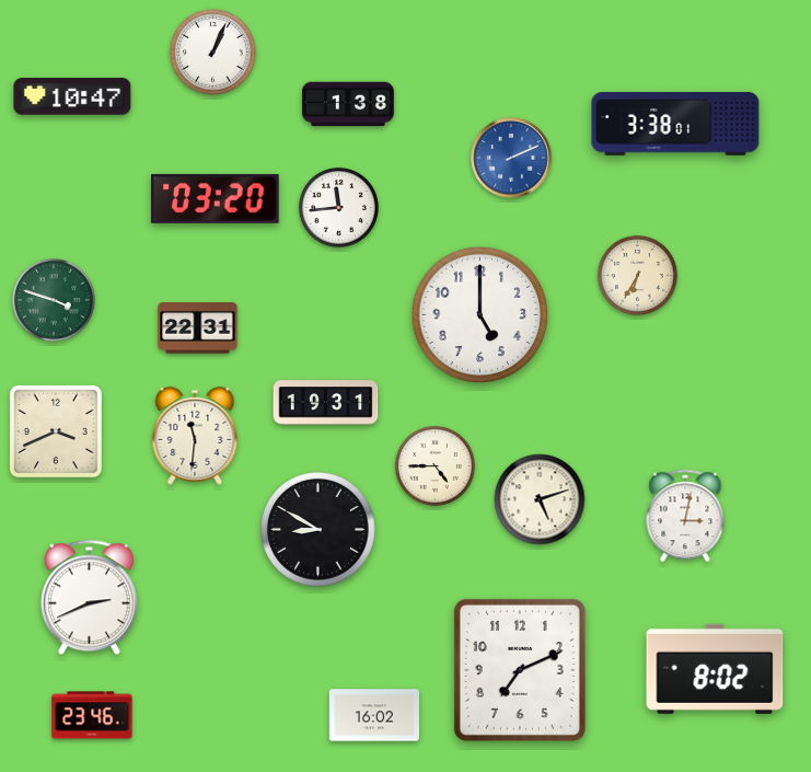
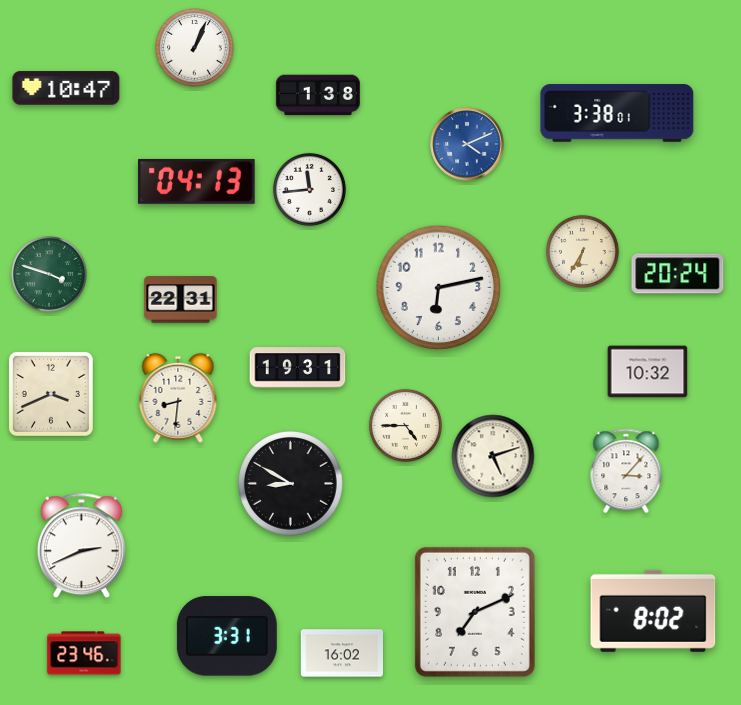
clock at (511, 158): 2:11 -> 4:11
clock at (216, 198): 03:20 -> 04:13
clock at (678, 274): none -> 20:24
clock at (480, 315): 5:00 -> 6:13
clock at (648, 372): none -> 10:32
clock at (195, 436): 11:31 -> 8:31
clock at (435, 465) position: (435, 465) -> (405, 425)
clock at (685, 516): 3:02 -> 3:07
clock at (227, 636): none -> 3:31
